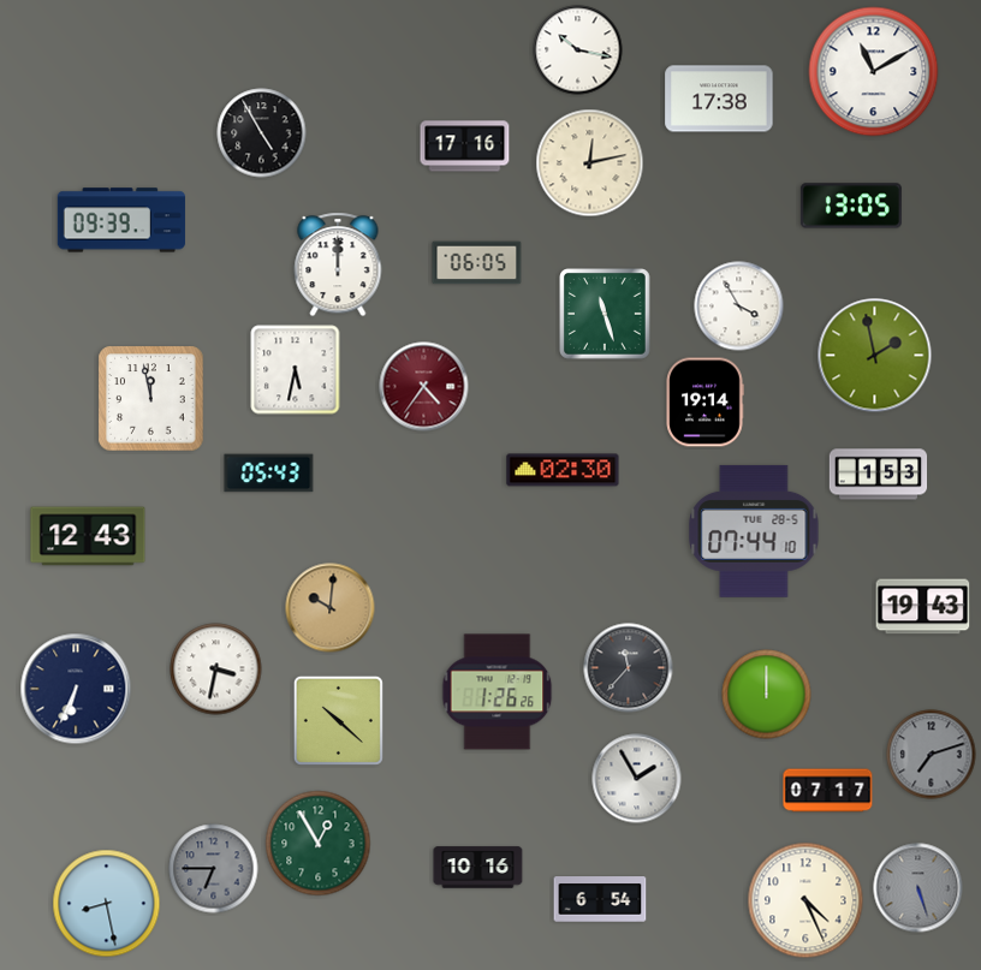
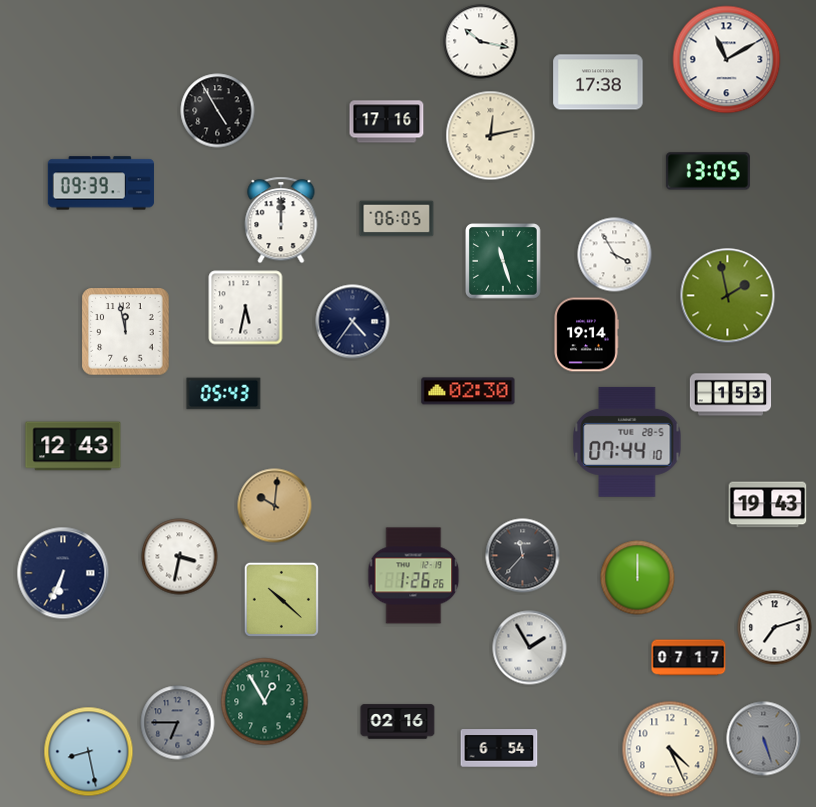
clock at (424, 387) dial: burgundy -> navy
clock at (932, 755) dial: grey -> white
clock at (478, 868): 10:16 -> 02:16
